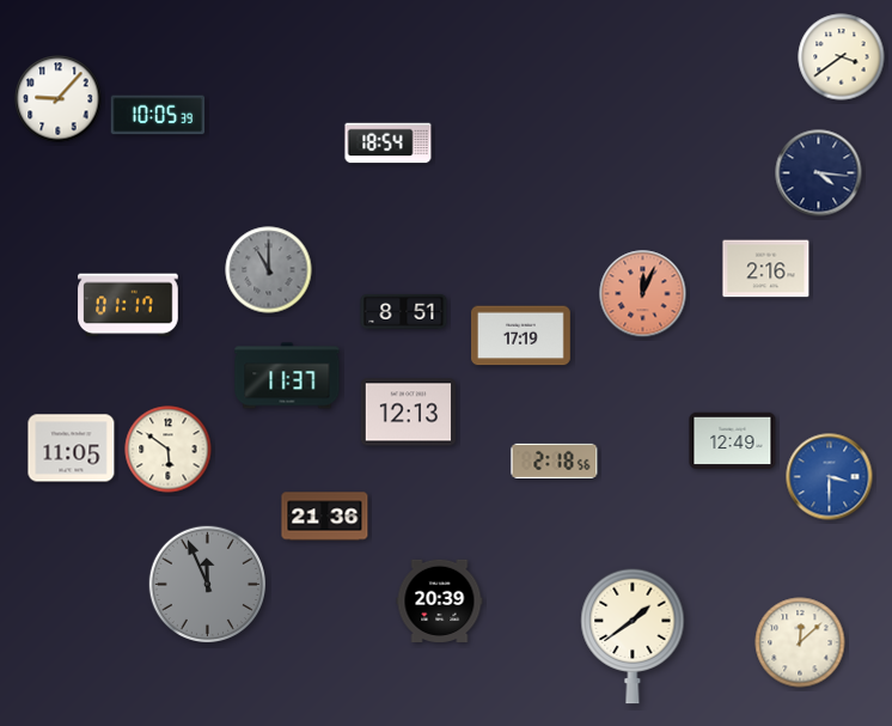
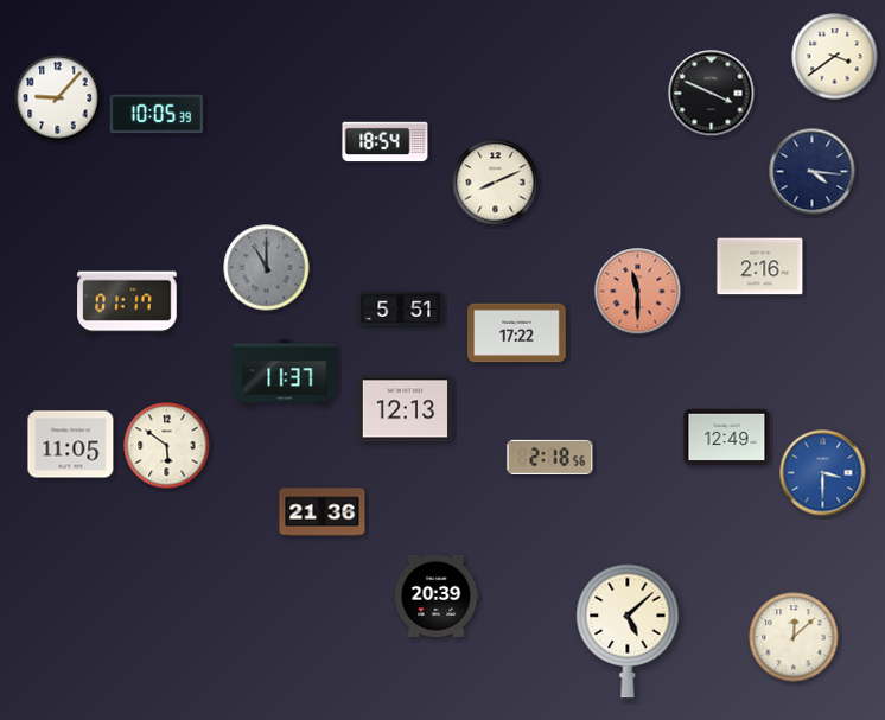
clock at (712, 94): none -> 3:49
clock at (496, 183): none -> 8:11
clock at (643, 294): 12:04 -> 11:30
clock at (404, 311): 8:51 -> 5:51
clock at (521, 336): 17:19 -> 17:22
clock at (208, 585): 11:56 -> none
clock at (633, 636): 1:39 -> 5:08
